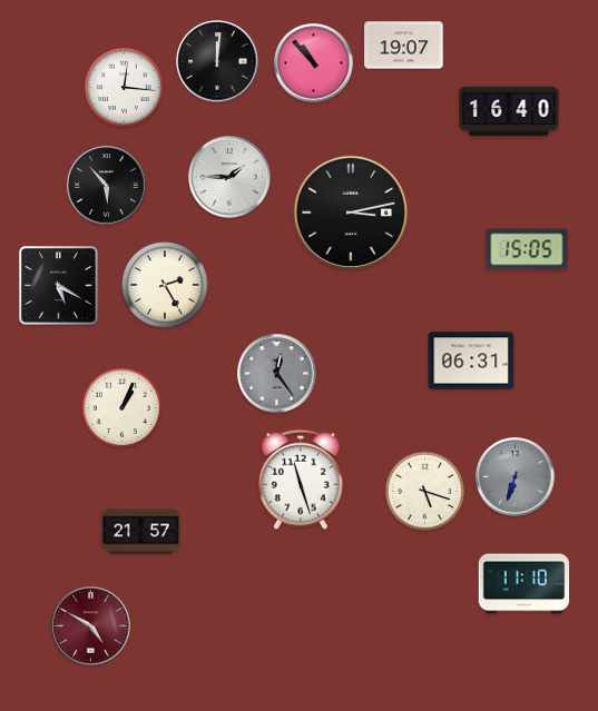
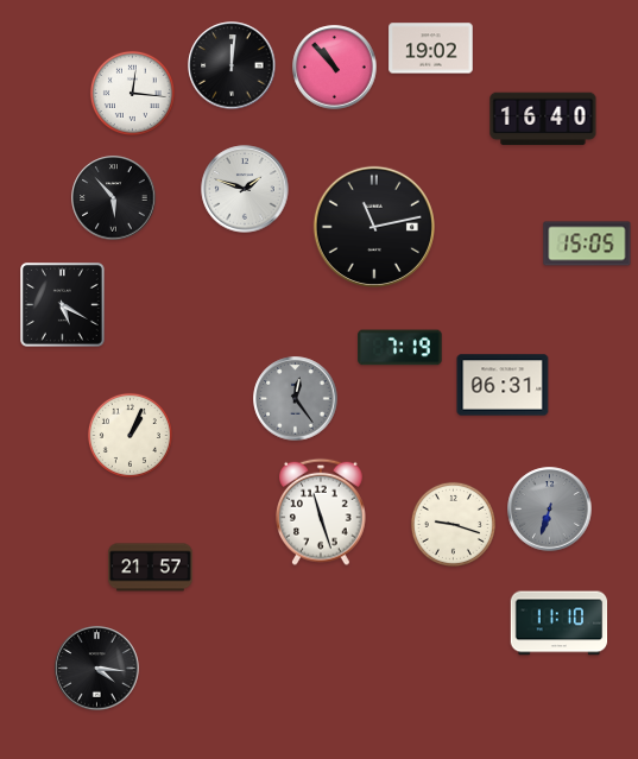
clock at (404, 46): 19:07 -> 19:02
clock at (229, 177): 1:45 -> 1:48
clock at (351, 213): 3:13 -> 11:13
clock at (527, 249) position: (527, 249) -> (587, 243)
clock at (165, 285): 2:25 -> none
clock at (400, 348): none -> 7:19
clock at (424, 491): 5:18 -> 9:18
clock at (91, 626): 4:50 -> 4:16
clock at (91, 626) dial: burgundy -> black
